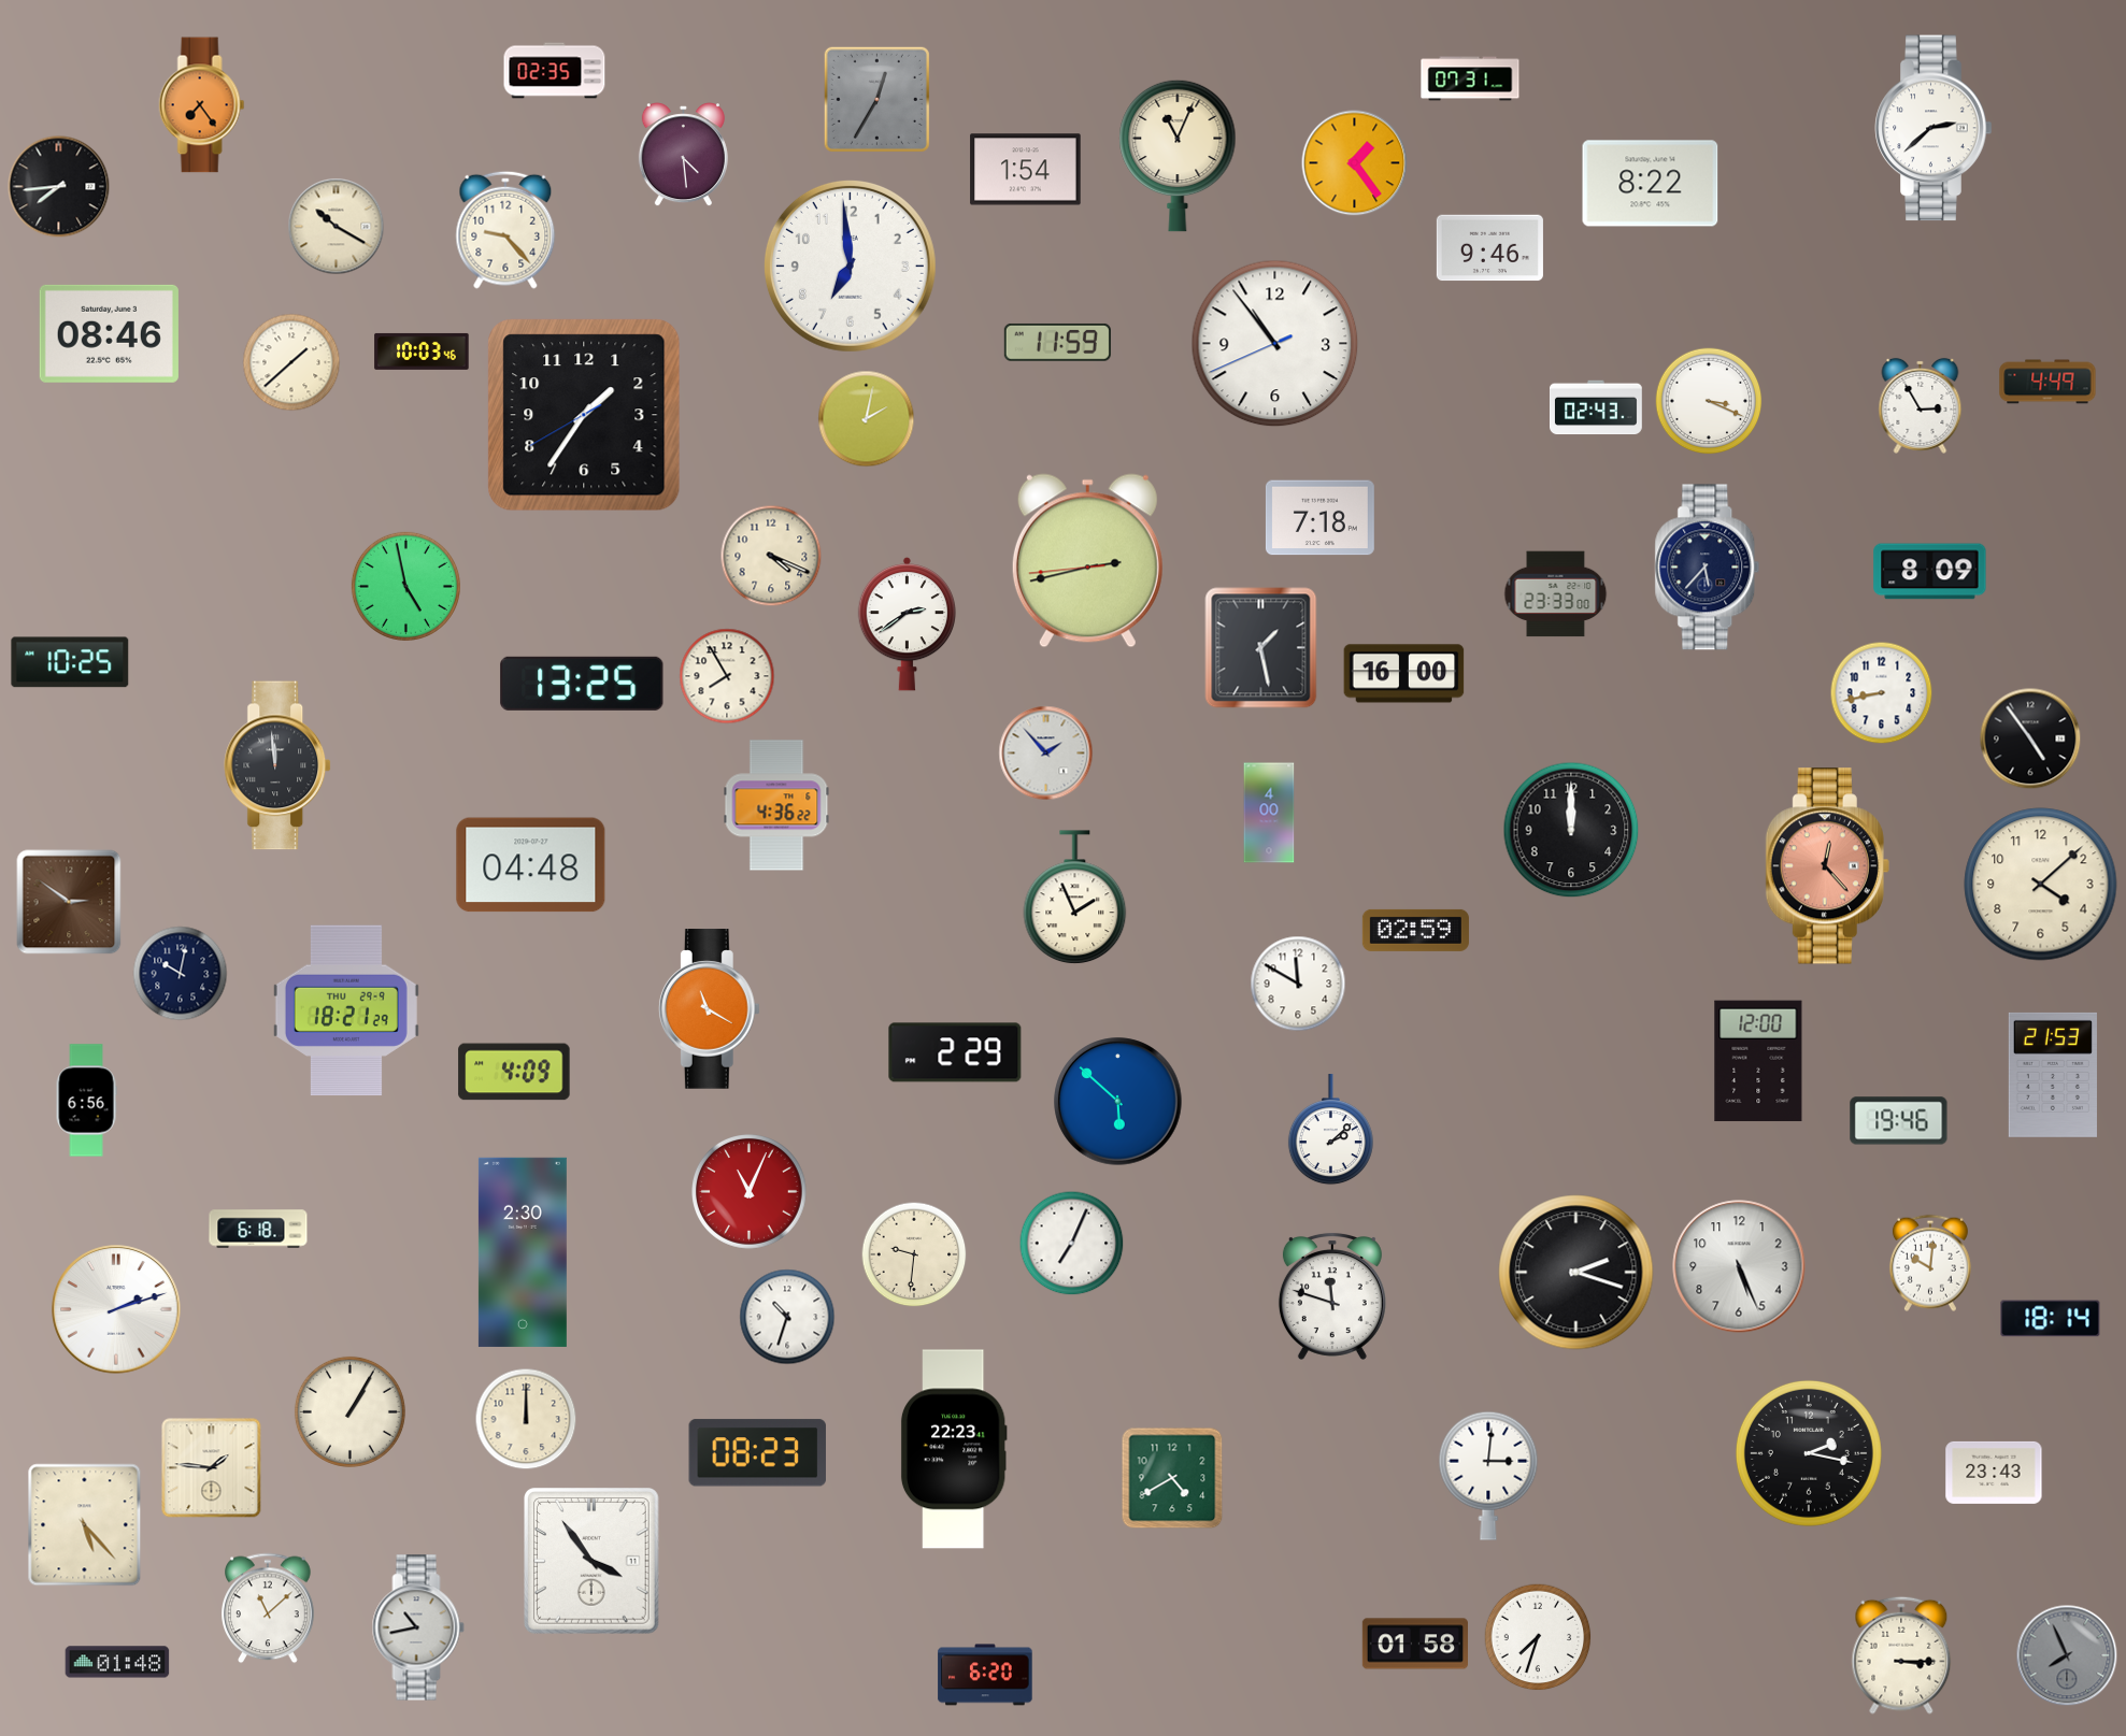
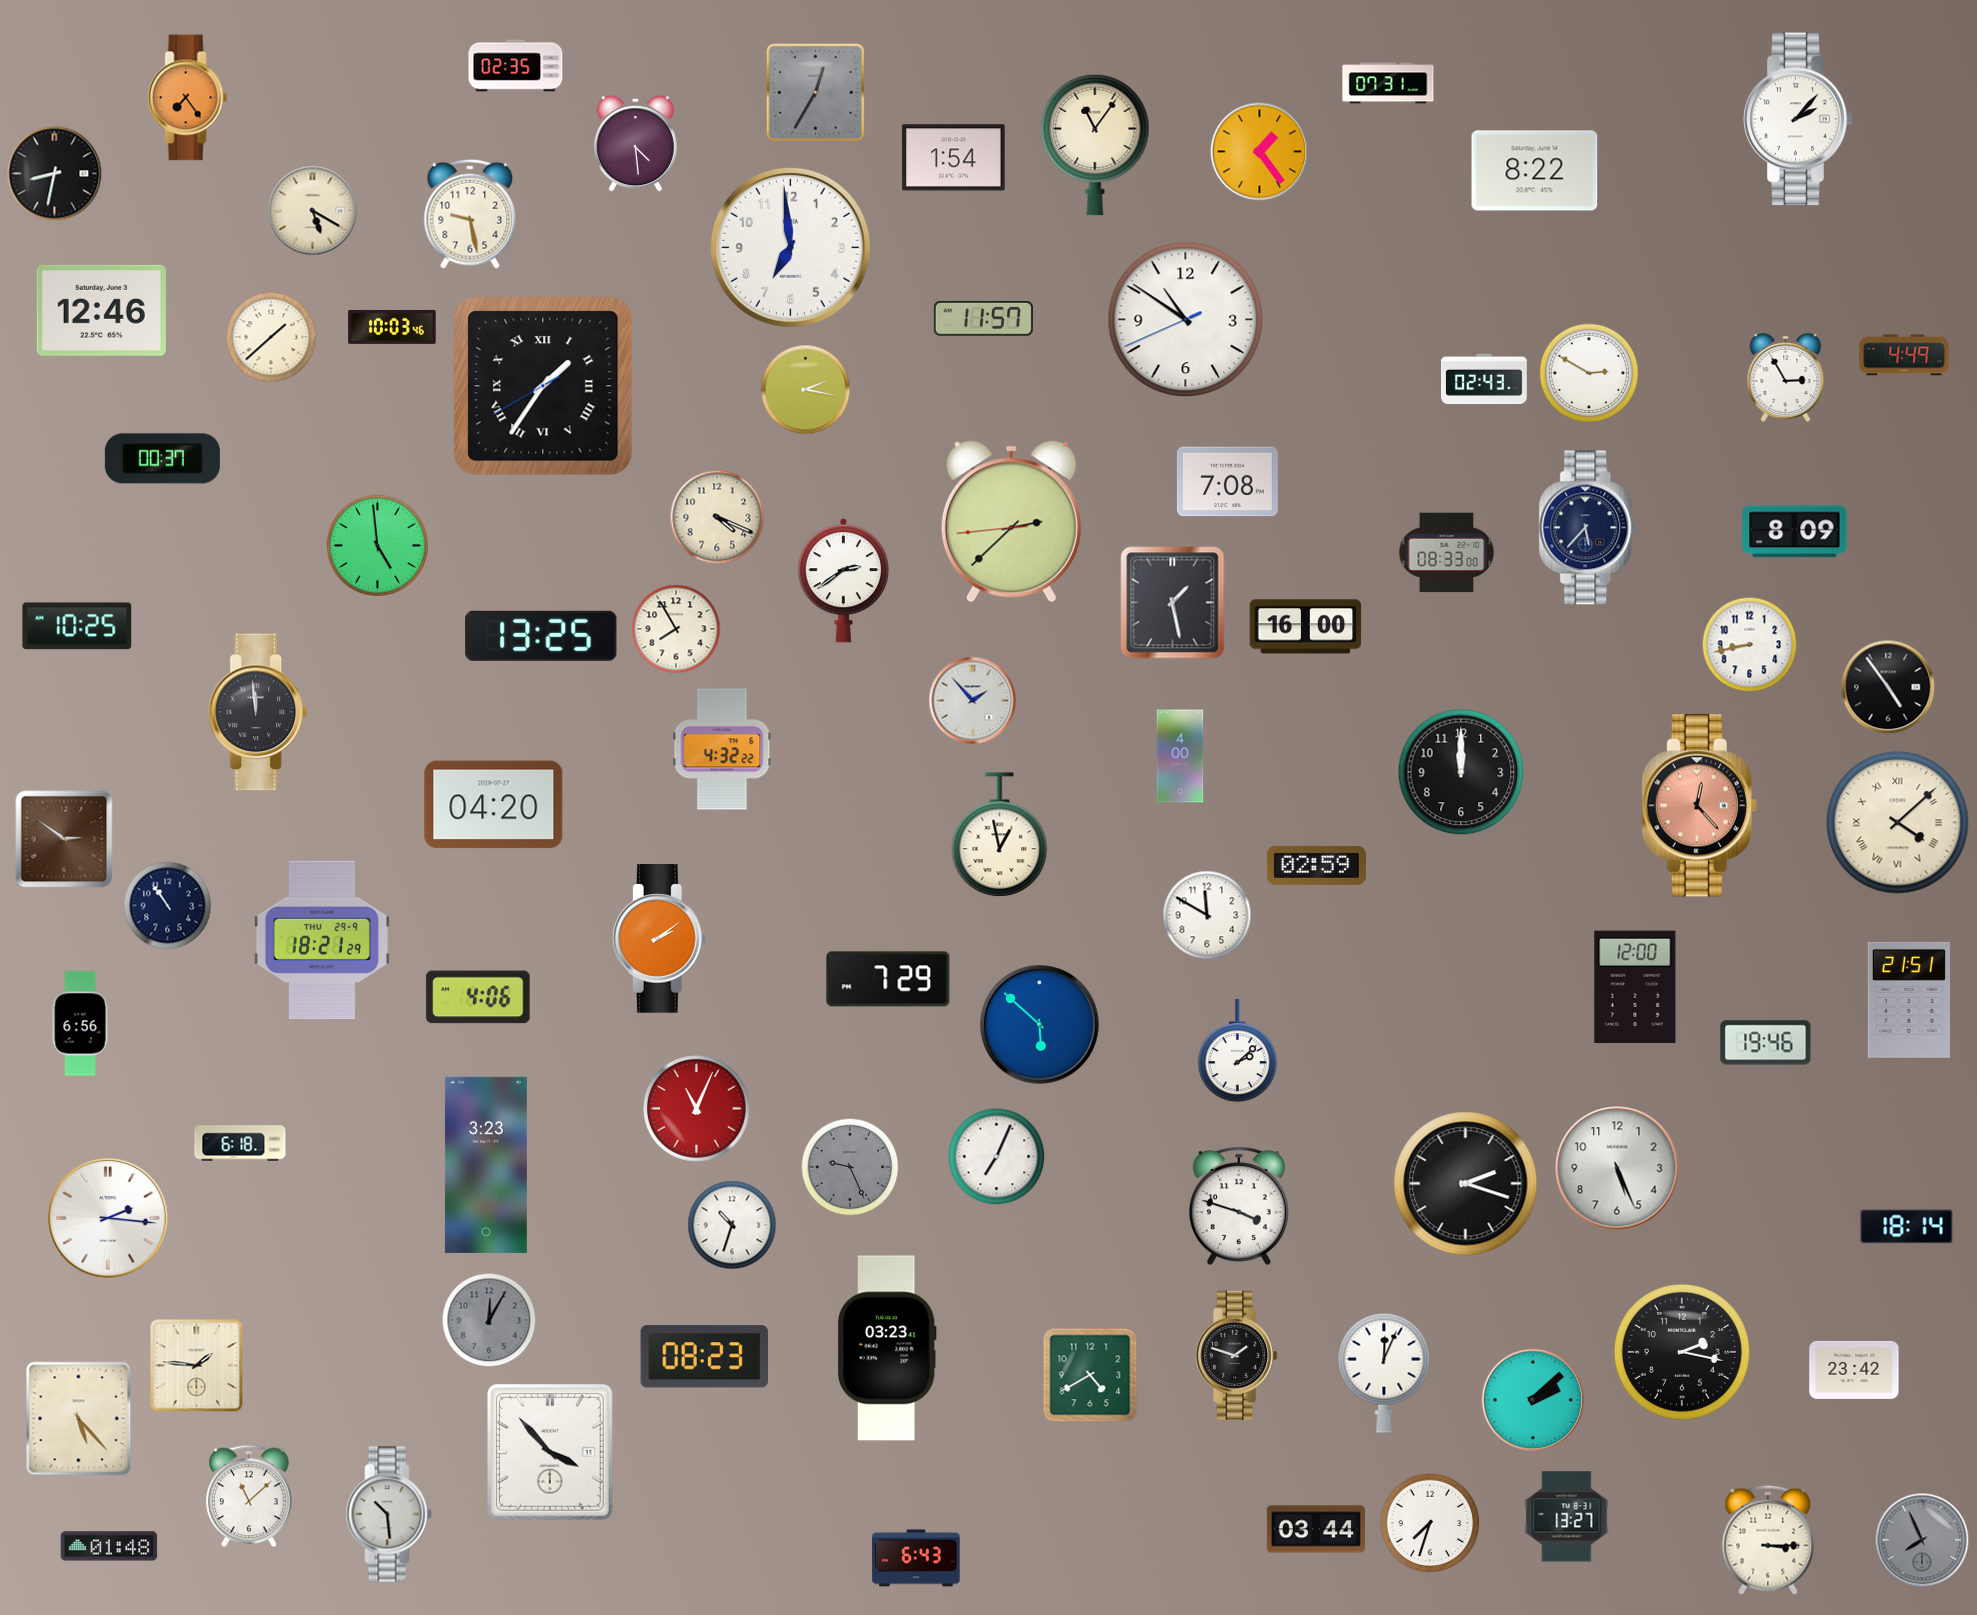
clock at (1470, 78) position: (1470, 78) -> (1388, 83)
clock at (1934, 128): 2:38 -> 2:07
clock at (1178, 156): 11:04 -> 11:06
clock at (59, 187): 7:44 -> 8:32
clock at (337, 227): 10:20 -> 5:20
clock at (505, 230): 9:23 -> 9:28
clock at (1489, 248): 9:46 -> none
clock at (109, 333): 08:46 -> 12:46
clock at (1057, 342): 11:59 -> 11:57
clock at (1275, 344): 10:53 -> 10:50
clock at (1709, 401): 3:19 -> 2:50
clock at (584, 415) numerals: Arabic -> Roman
clock at (867, 419): 2:02 -> 2:17
clock at (162, 459): none -> 00:37
clock at (1319, 518): 7:18 -> 7:08
clock at (1087, 561): 2:42 -> 2:37
clock at (405, 586): 4:58 -> 4:59
clock at (1556, 594): 23:33 -> 08:33
clock at (70, 662) position: (70, 662) -> (77, 626)
clock at (776, 805): 4:36 -> 4:32
clock at (531, 865): 04:48 -> 04:20
clock at (2041, 885) numerals: Arabic -> Roman
clock at (1075, 898): 1:56 -> 12:58
clock at (181, 974): 10:02 -> 10:54
clock at (709, 1009): 11:20 -> 2:09
clock at (955, 1052): 2:29 -> 7:29
clock at (514, 1072): 4:09 -> 4:06
clock at (2053, 1075): 21:53 -> 21:51
clock at (523, 1252): 2:30 -> 3:23
clock at (914, 1254): 9:31 -> 9:26
clock at (914, 1254) dial: cream -> grey
clock at (1930, 1263): 10:01 -> none
clock at (1739, 1266) position: (1739, 1266) -> (1617, 1168)
clock at (1332, 1296): 11:48 -> 3:48
clock at (116, 1309): 2:12 -> 2:16
clock at (349, 1411): 1:05 -> none
clock at (526, 1419): 12:00 -> 12:05
clock at (526, 1419) dial: cream -> grey
clock at (954, 1449): 22:23 -> 03:23
clock at (757, 1453) position: (757, 1453) -> (704, 1357)
clock at (1237, 1355): none -> 1:48
clock at (1994, 1473): 23:43 -> 23:42
clock at (1488, 1476): 3:01 -> 12:04
clock at (1533, 1400): none -> 2:08
clock at (593, 1562): 3:54 -> 3:53
clock at (418, 1627): 10:43 -> 10:29
clock at (1567, 1517): none -> 13:27
clock at (1414, 1644): 01:58 -> 03:44
clock at (985, 1675): 6:20 -> 6:43
